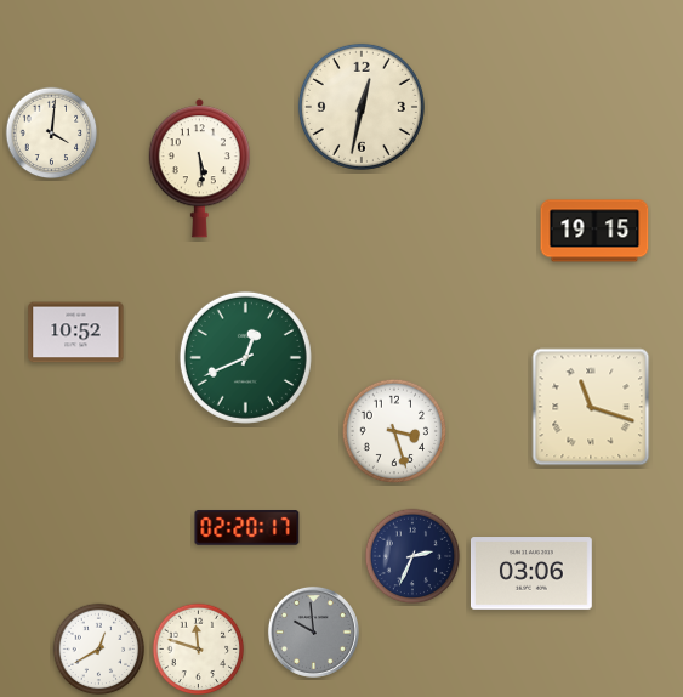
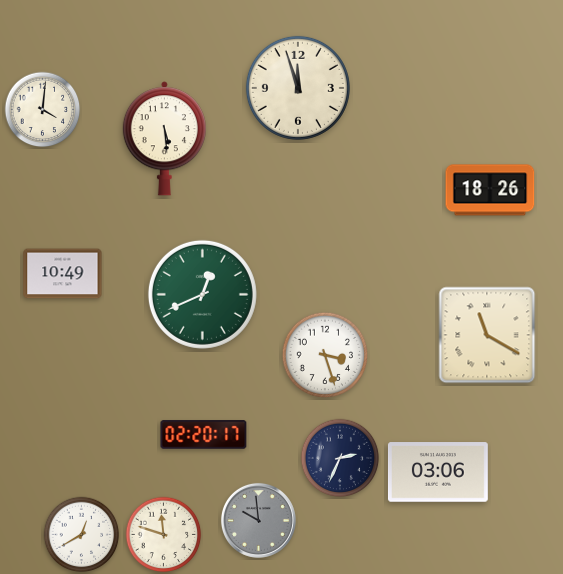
clock at (362, 107): 12:32 -> 11:57
clock at (594, 231): 19:15 -> 18:26
clock at (76, 333): 10:52 -> 10:49
clock at (591, 407): 11:18 -> 11:20
